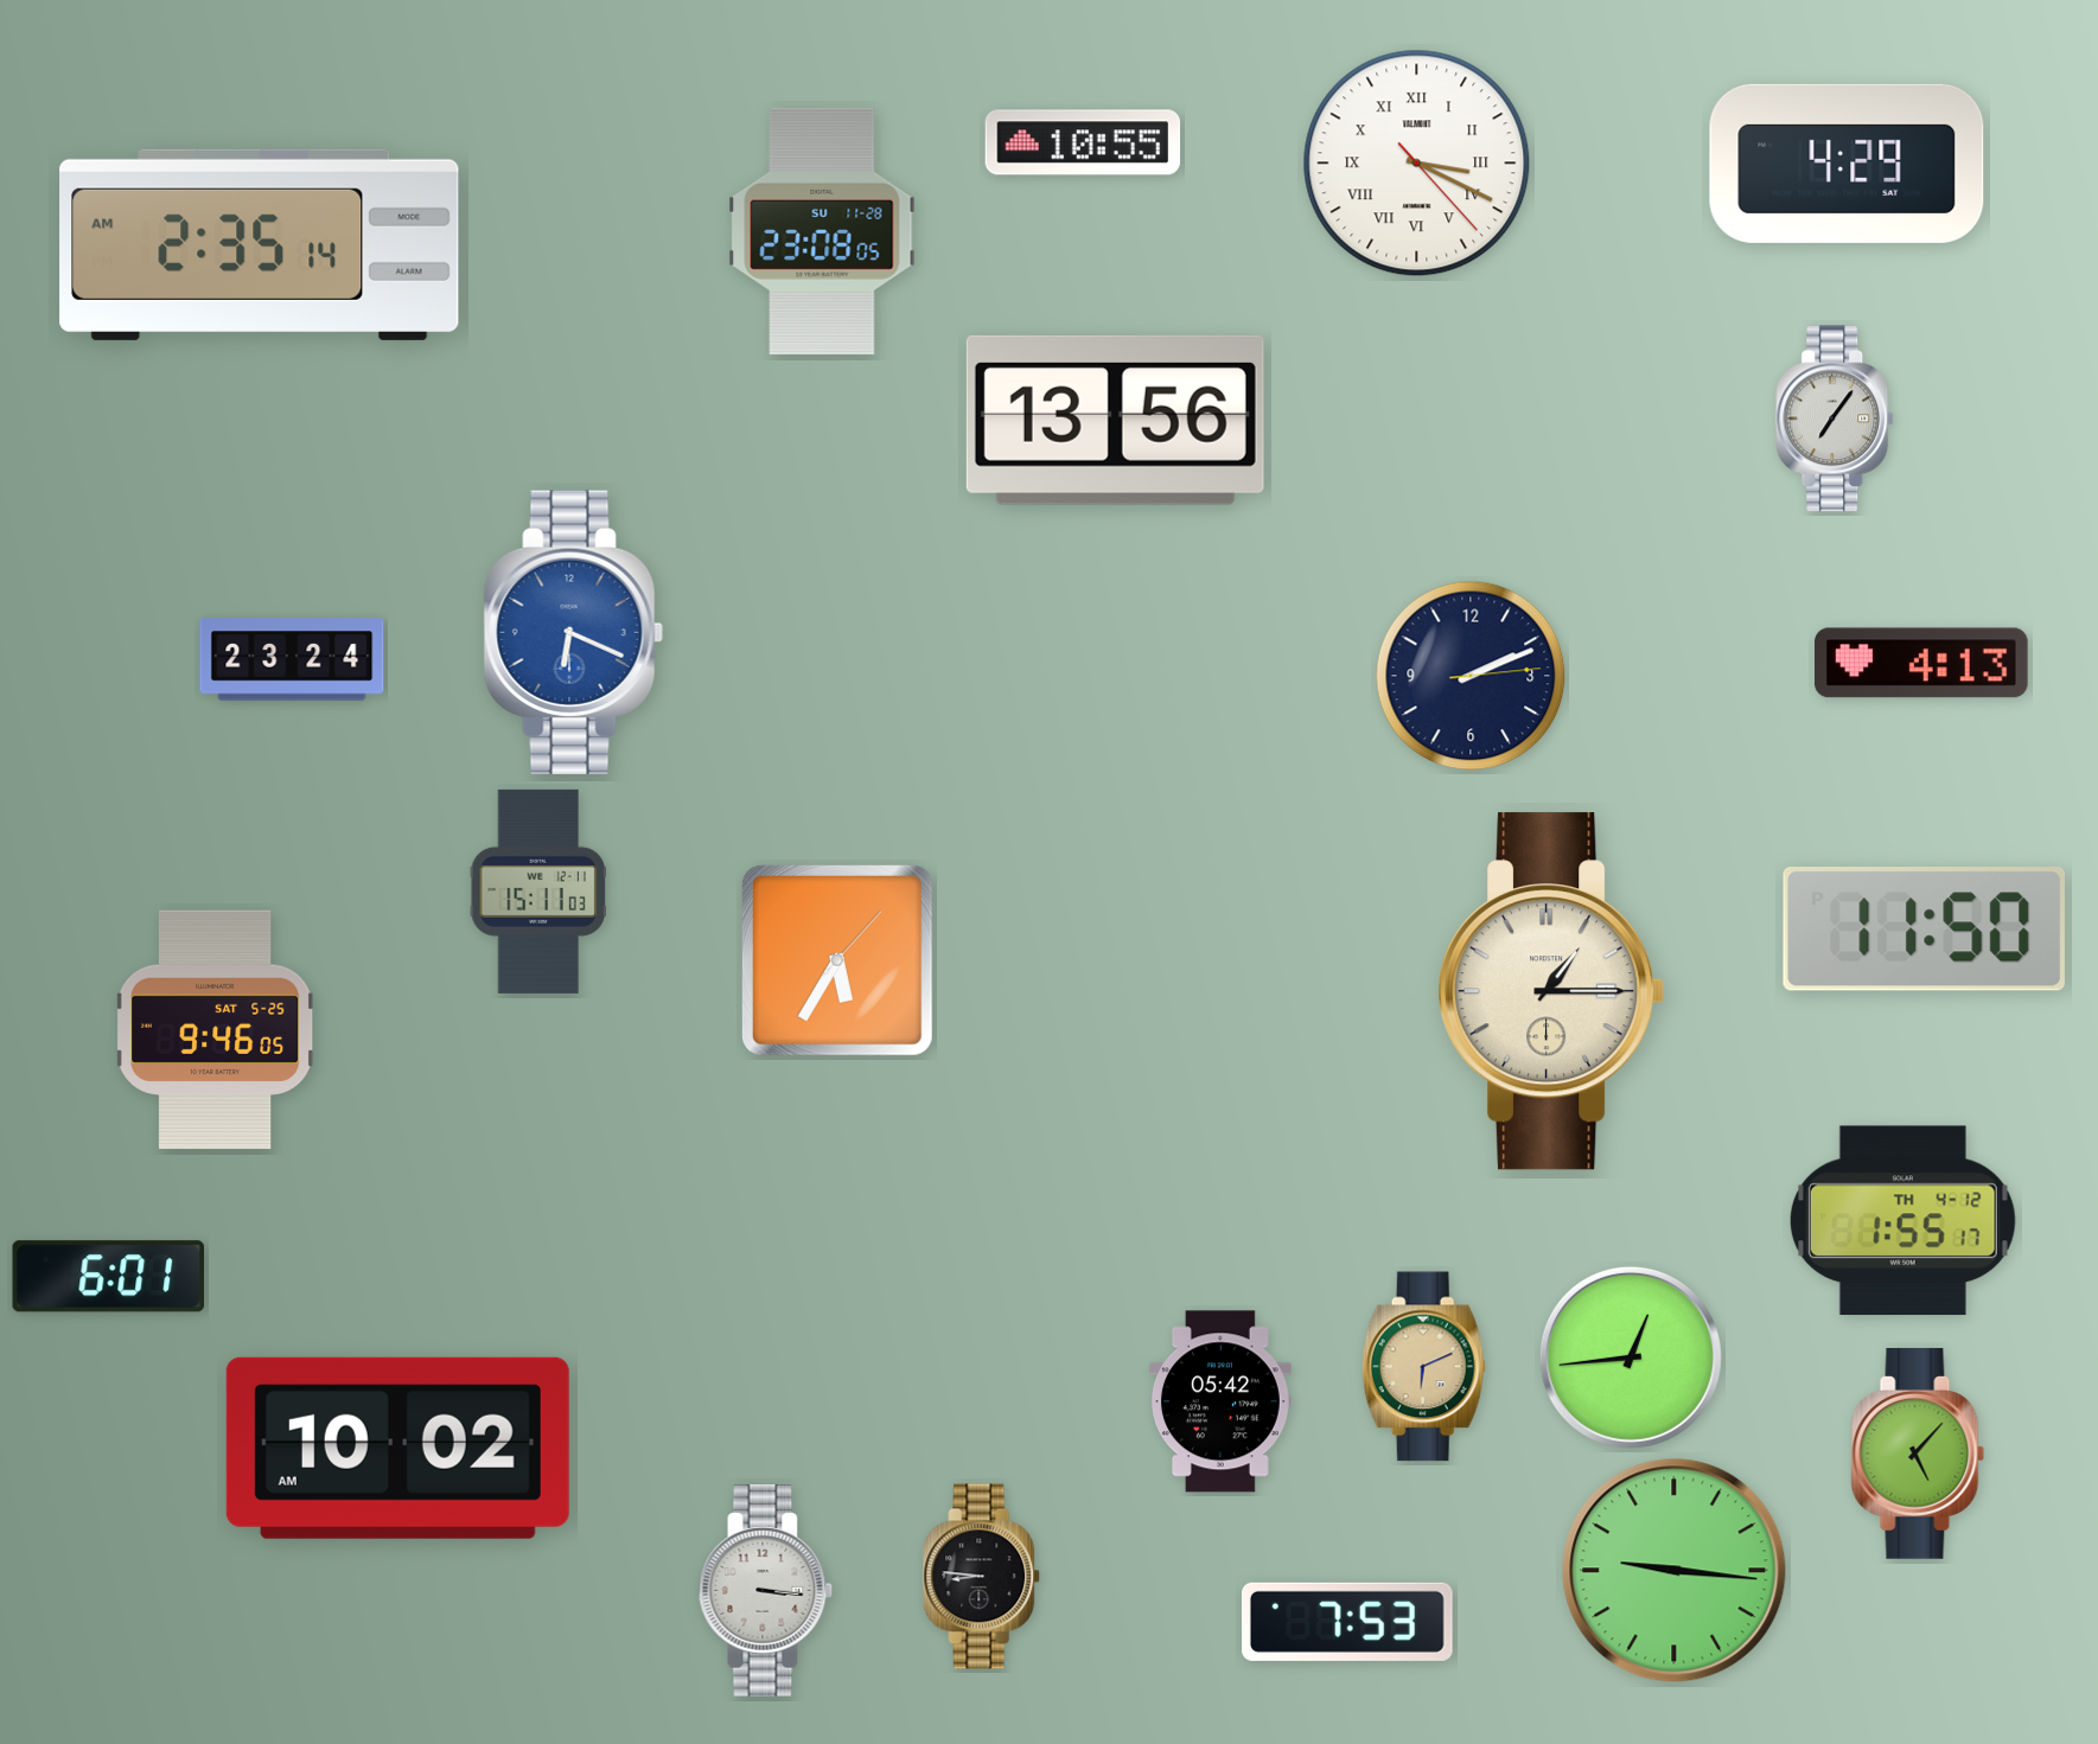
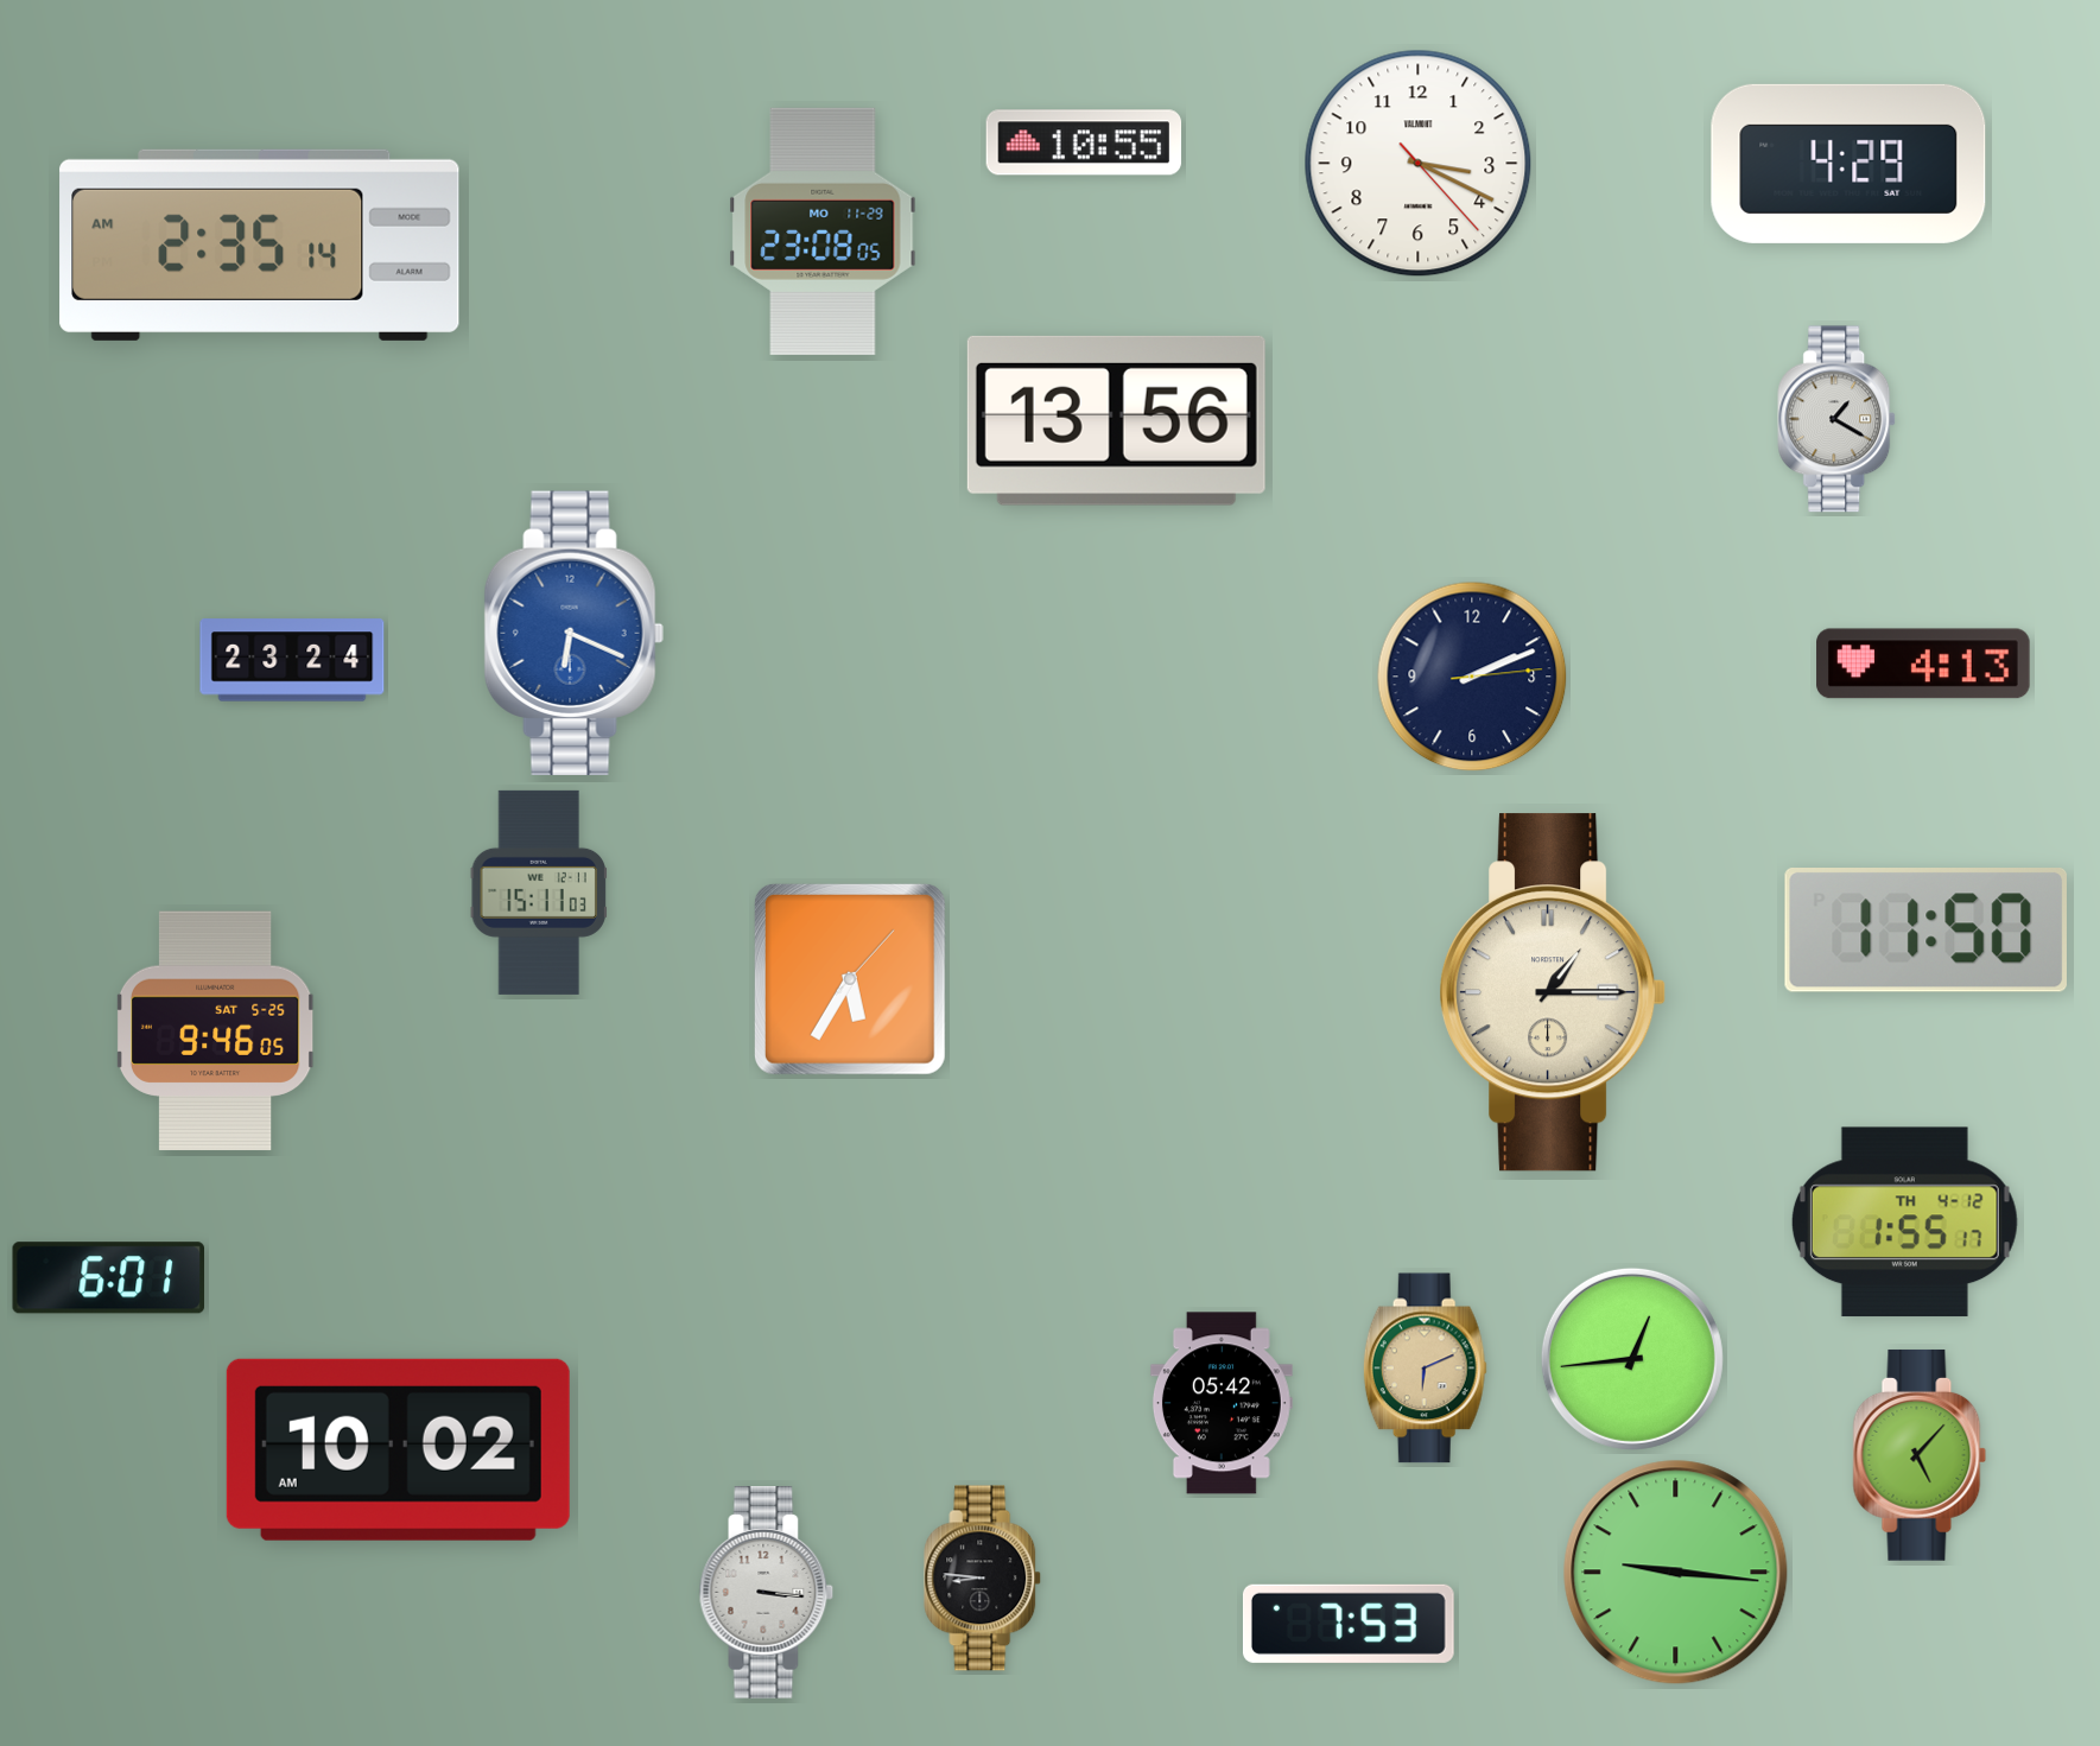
clock at (1417, 164) numerals: Roman -> Arabic
clock at (822, 231) date: SU 11-28 -> MO 11-29
clock at (1836, 419): 7:06 -> 1:20
clock at (837, 960) position: (837, 960) -> (850, 979)
